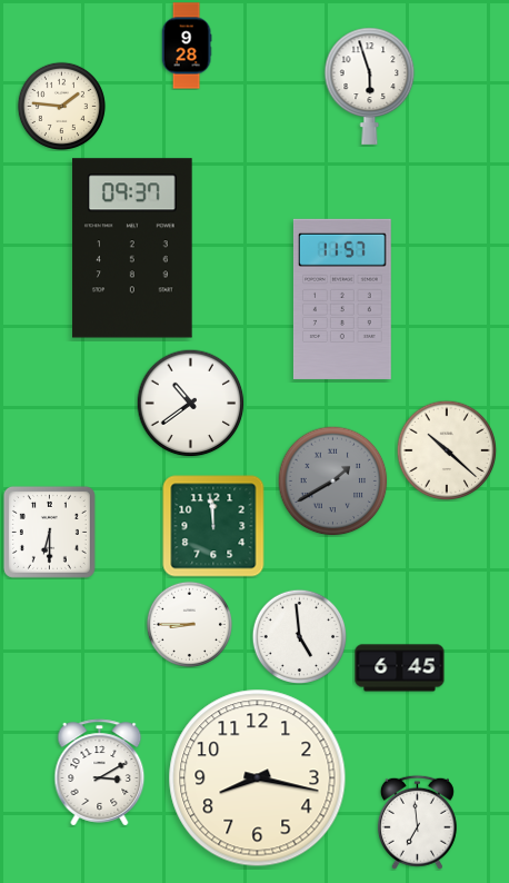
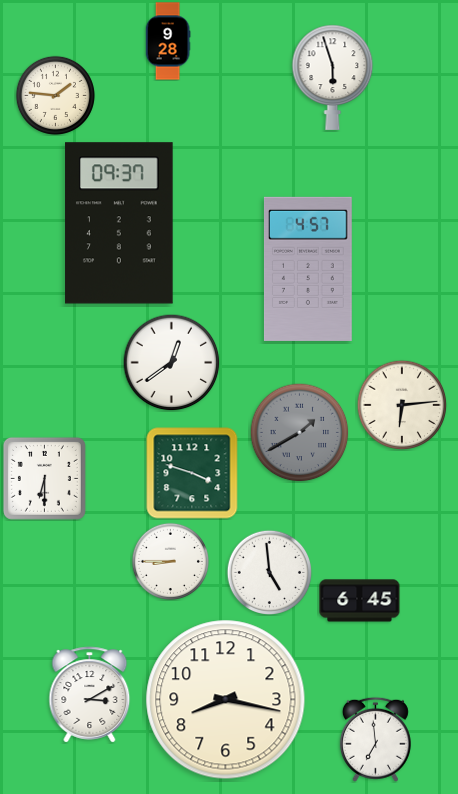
clock at (342, 299): 11:57 -> 4:57
clock at (190, 403): 10:39 -> 12:39
clock at (447, 450): 10:22 -> 6:14
clock at (213, 526): 11:59 -> 3:48
clock at (258, 778) position: (258, 778) -> (226, 700)
